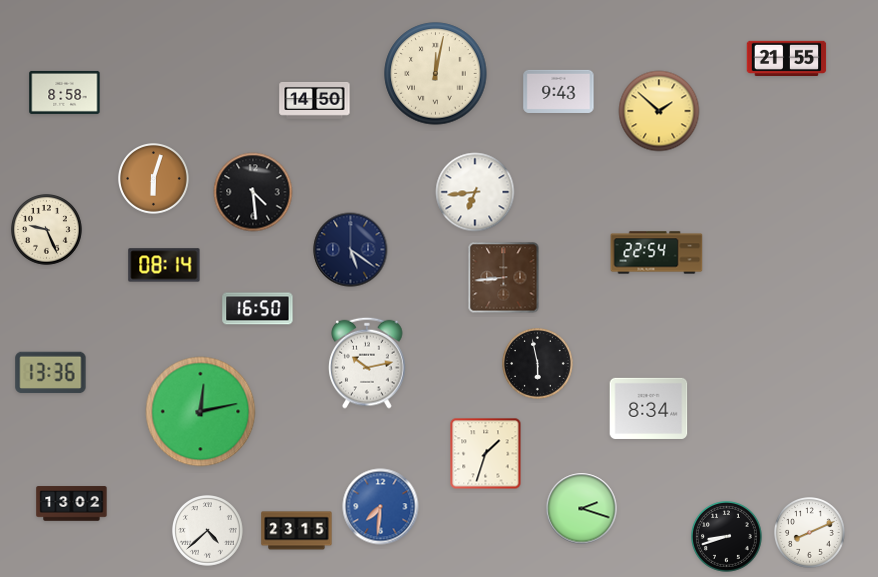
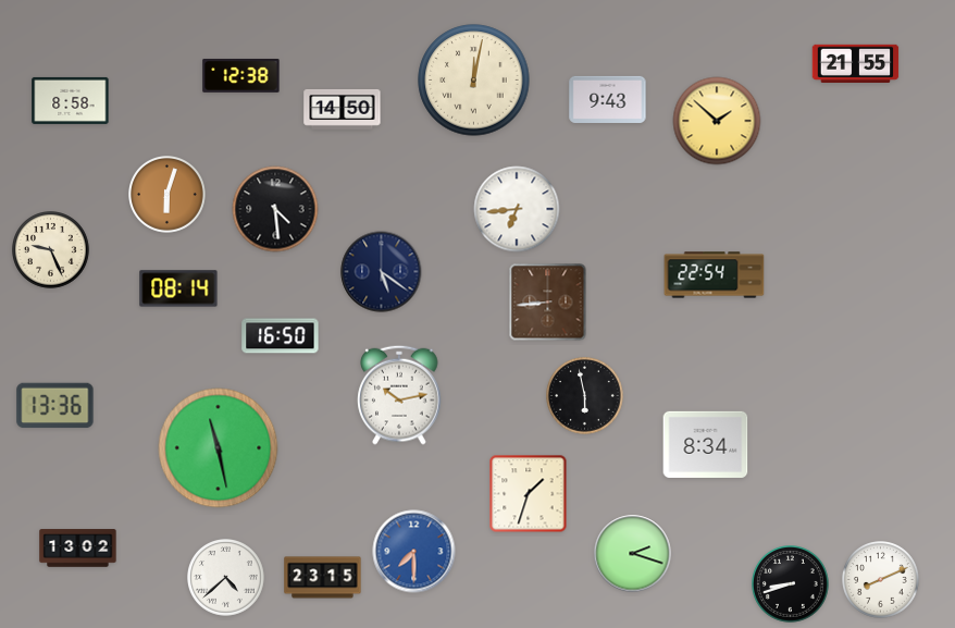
clock at (241, 76): none -> 12:38
clock at (201, 412): 12:13 -> 11:28
clock at (381, 507): 7:31 -> 7:30
